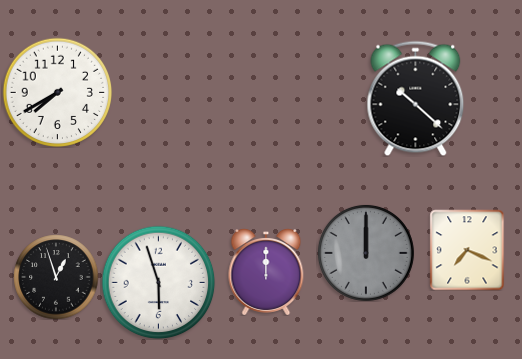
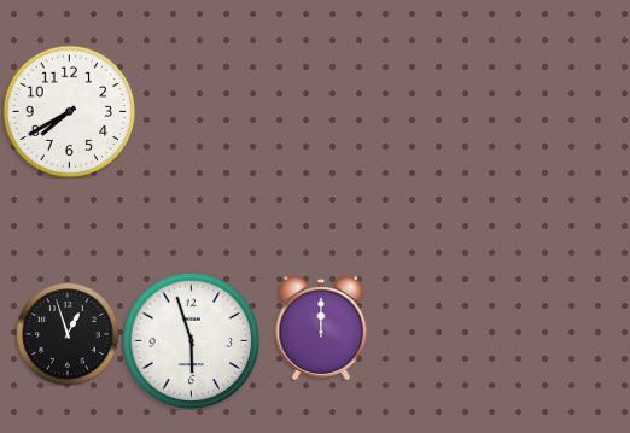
clock at (416, 98): 10:22 -> none
clock at (467, 250): 7:19 -> none
clock at (366, 253): 12:00 -> none
